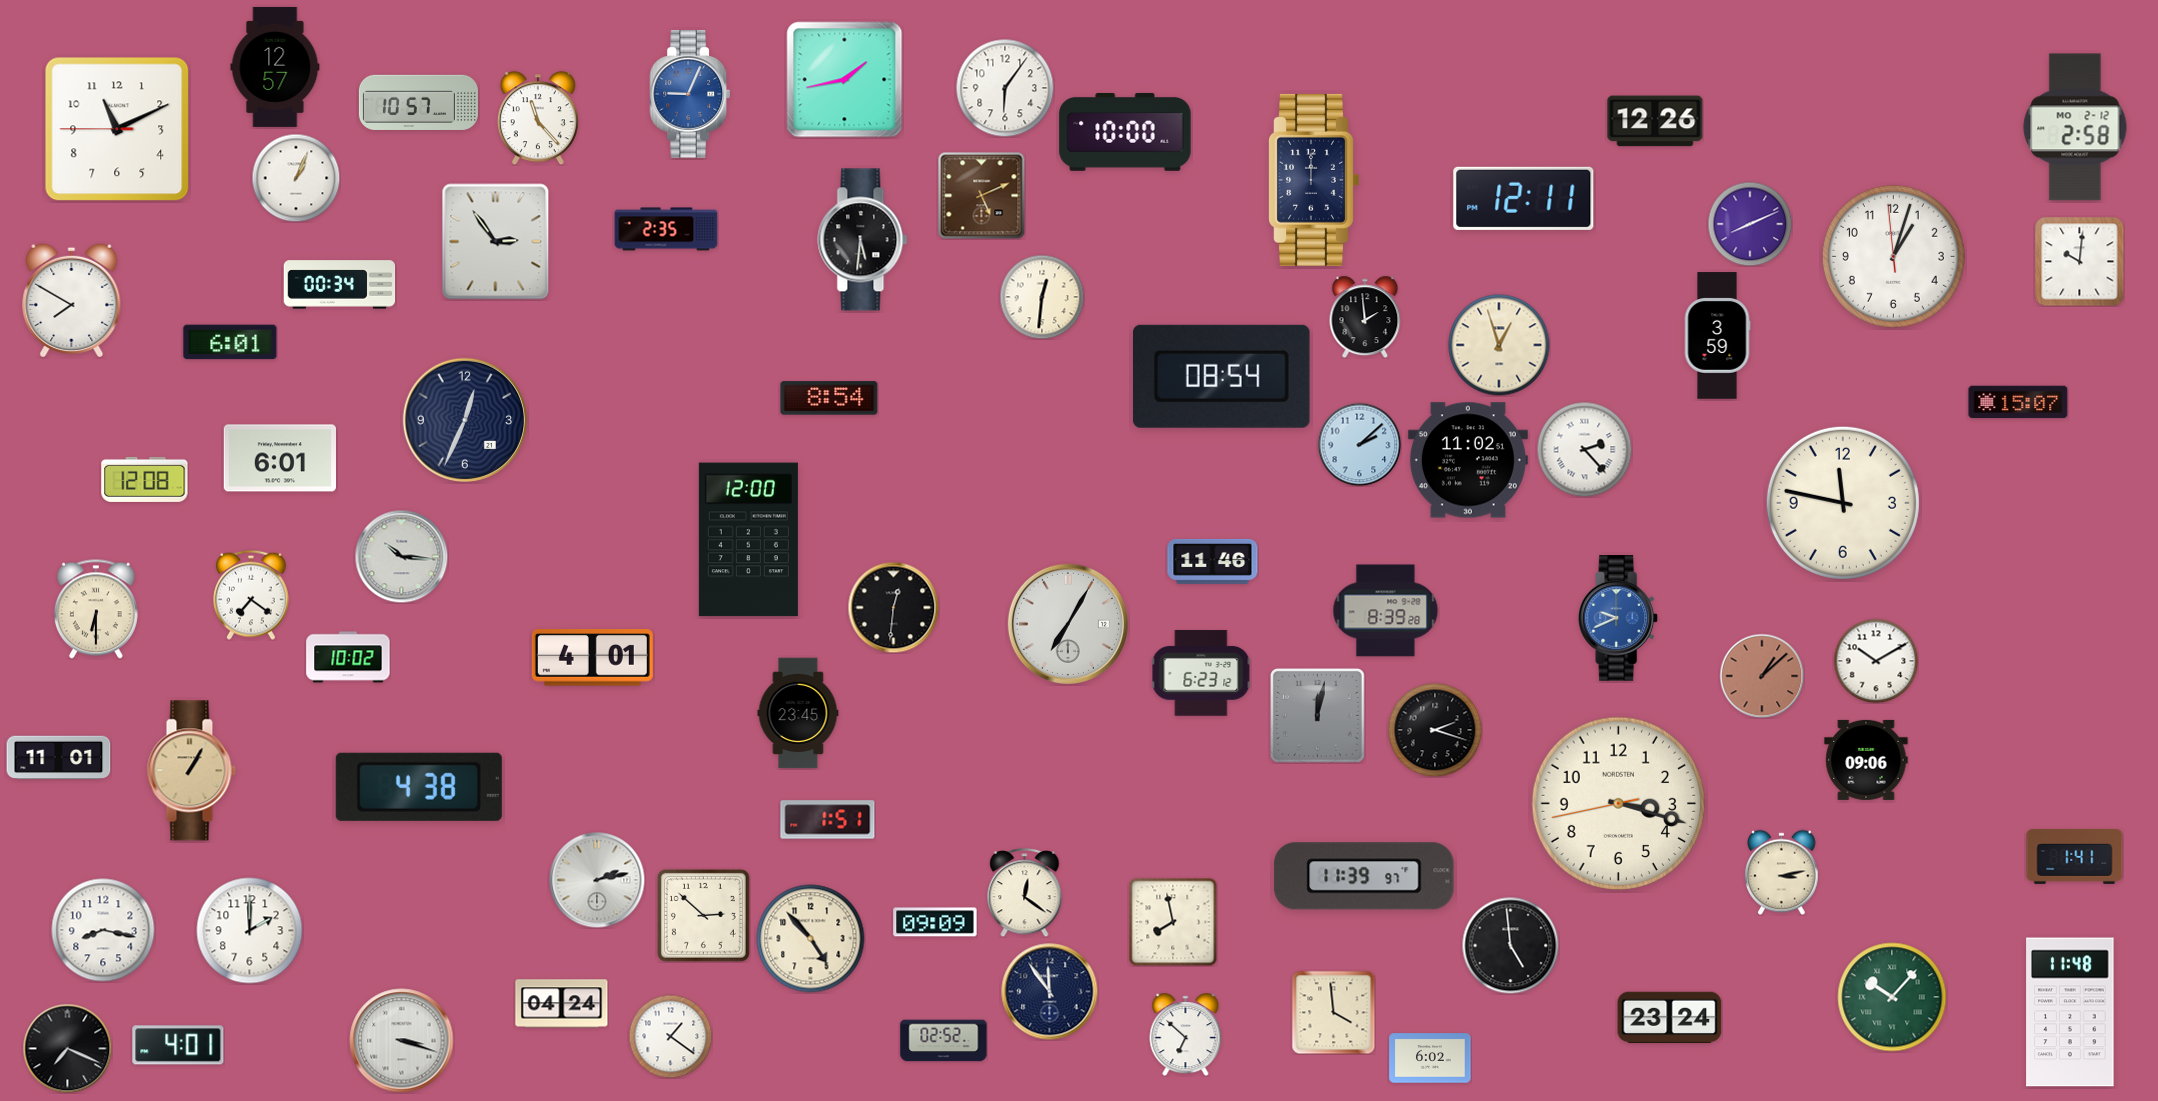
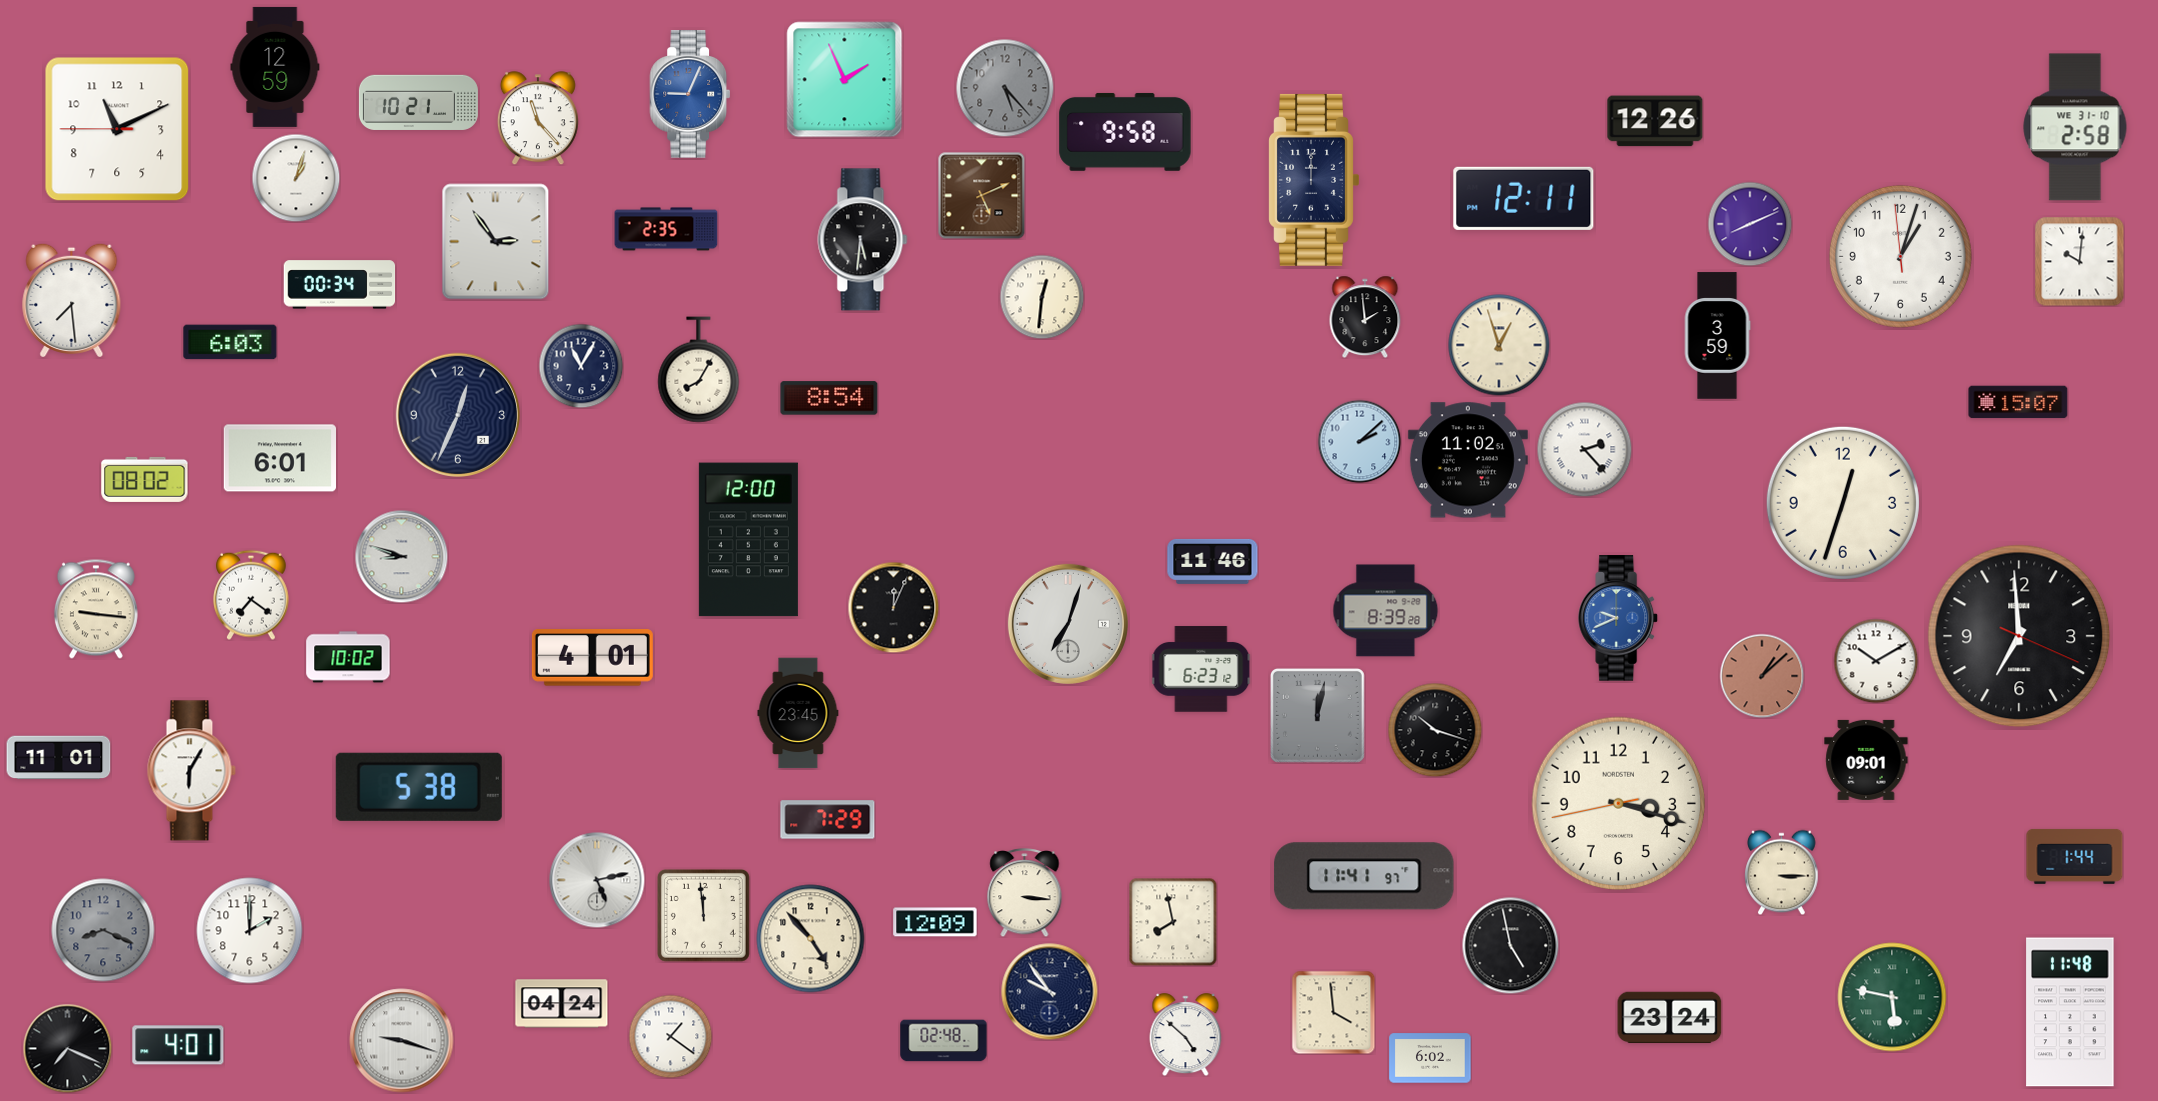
clock at (275, 67): 12:57 -> 12:59
clock at (845, 80): 1:43 -> 1:56
clock at (1005, 88): 6:06 -> 5:23
clock at (1005, 88) dial: white -> grey
clock at (418, 102): 10:57 -> 10:21
clock at (2075, 127) date: MO 2-12 -> WE 31-10
clock at (1125, 132): 10:00 -> 9:58
clock at (296, 178): 1:04 -> 1:03
clock at (1893, 256) position: (1893, 256) -> (1900, 256)
clock at (72, 300): 7:50 -> 7:29
clock at (230, 342): 6:01 -> 6:03
clock at (581, 366): none -> 11:05
clock at (699, 370): none -> 8:05
clock at (1221, 376): 08:54 -> none
clock at (464, 419) position: (464, 419) -> (457, 414)
clock at (1359, 444) position: (1359, 444) -> (1359, 441)
clock at (145, 479): 12:08 -> 08:02
clock at (1843, 503): 11:47 -> 12:33
clock at (401, 556): 10:16 -> 8:48
clock at (893, 607): 12:31 -> 12:04
clock at (96, 609): 6:30 -> 9:16
clock at (1068, 624): 7:05 -> 7:03
clock at (2019, 636): none -> 6:59
clock at (1201, 673) position: (1201, 673) -> (1201, 669)
clock at (1435, 730): 2:18 -> 10:18
clock at (1866, 760): 09:06 -> 09:01
clock at (191, 771): 1:05 -> 6:05
clock at (191, 771) dial: champagne -> white
clock at (419, 787): 4:38 -> 5:38
clock at (828, 820): 1:51 -> 7:29
clock at (2075, 856): 1:41 -> 1:44
clock at (1782, 872): 3:13 -> 3:15
clock at (1364, 876): 11:39 -> 11:41
clock at (597, 880): 2:13 -> 5:13
clock at (1025, 893): 12:21 -> 3:16
clock at (703, 915): 2:52 -> 11:59
clock at (935, 922): 09:09 -> 12:09
clock at (103, 930): 8:17 -> 8:19
clock at (103, 930) dial: white -> grey
clock at (1510, 945): 4:59 -> 4:58
clock at (1050, 992): 11:54 -> 9:54
clock at (1892, 997): 10:07 -> 5:47
clock at (1186, 1035): 6:52 -> 4:52
clock at (402, 1041): 3:18 -> 9:18
clock at (944, 1041): 02:52 -> 02:48
